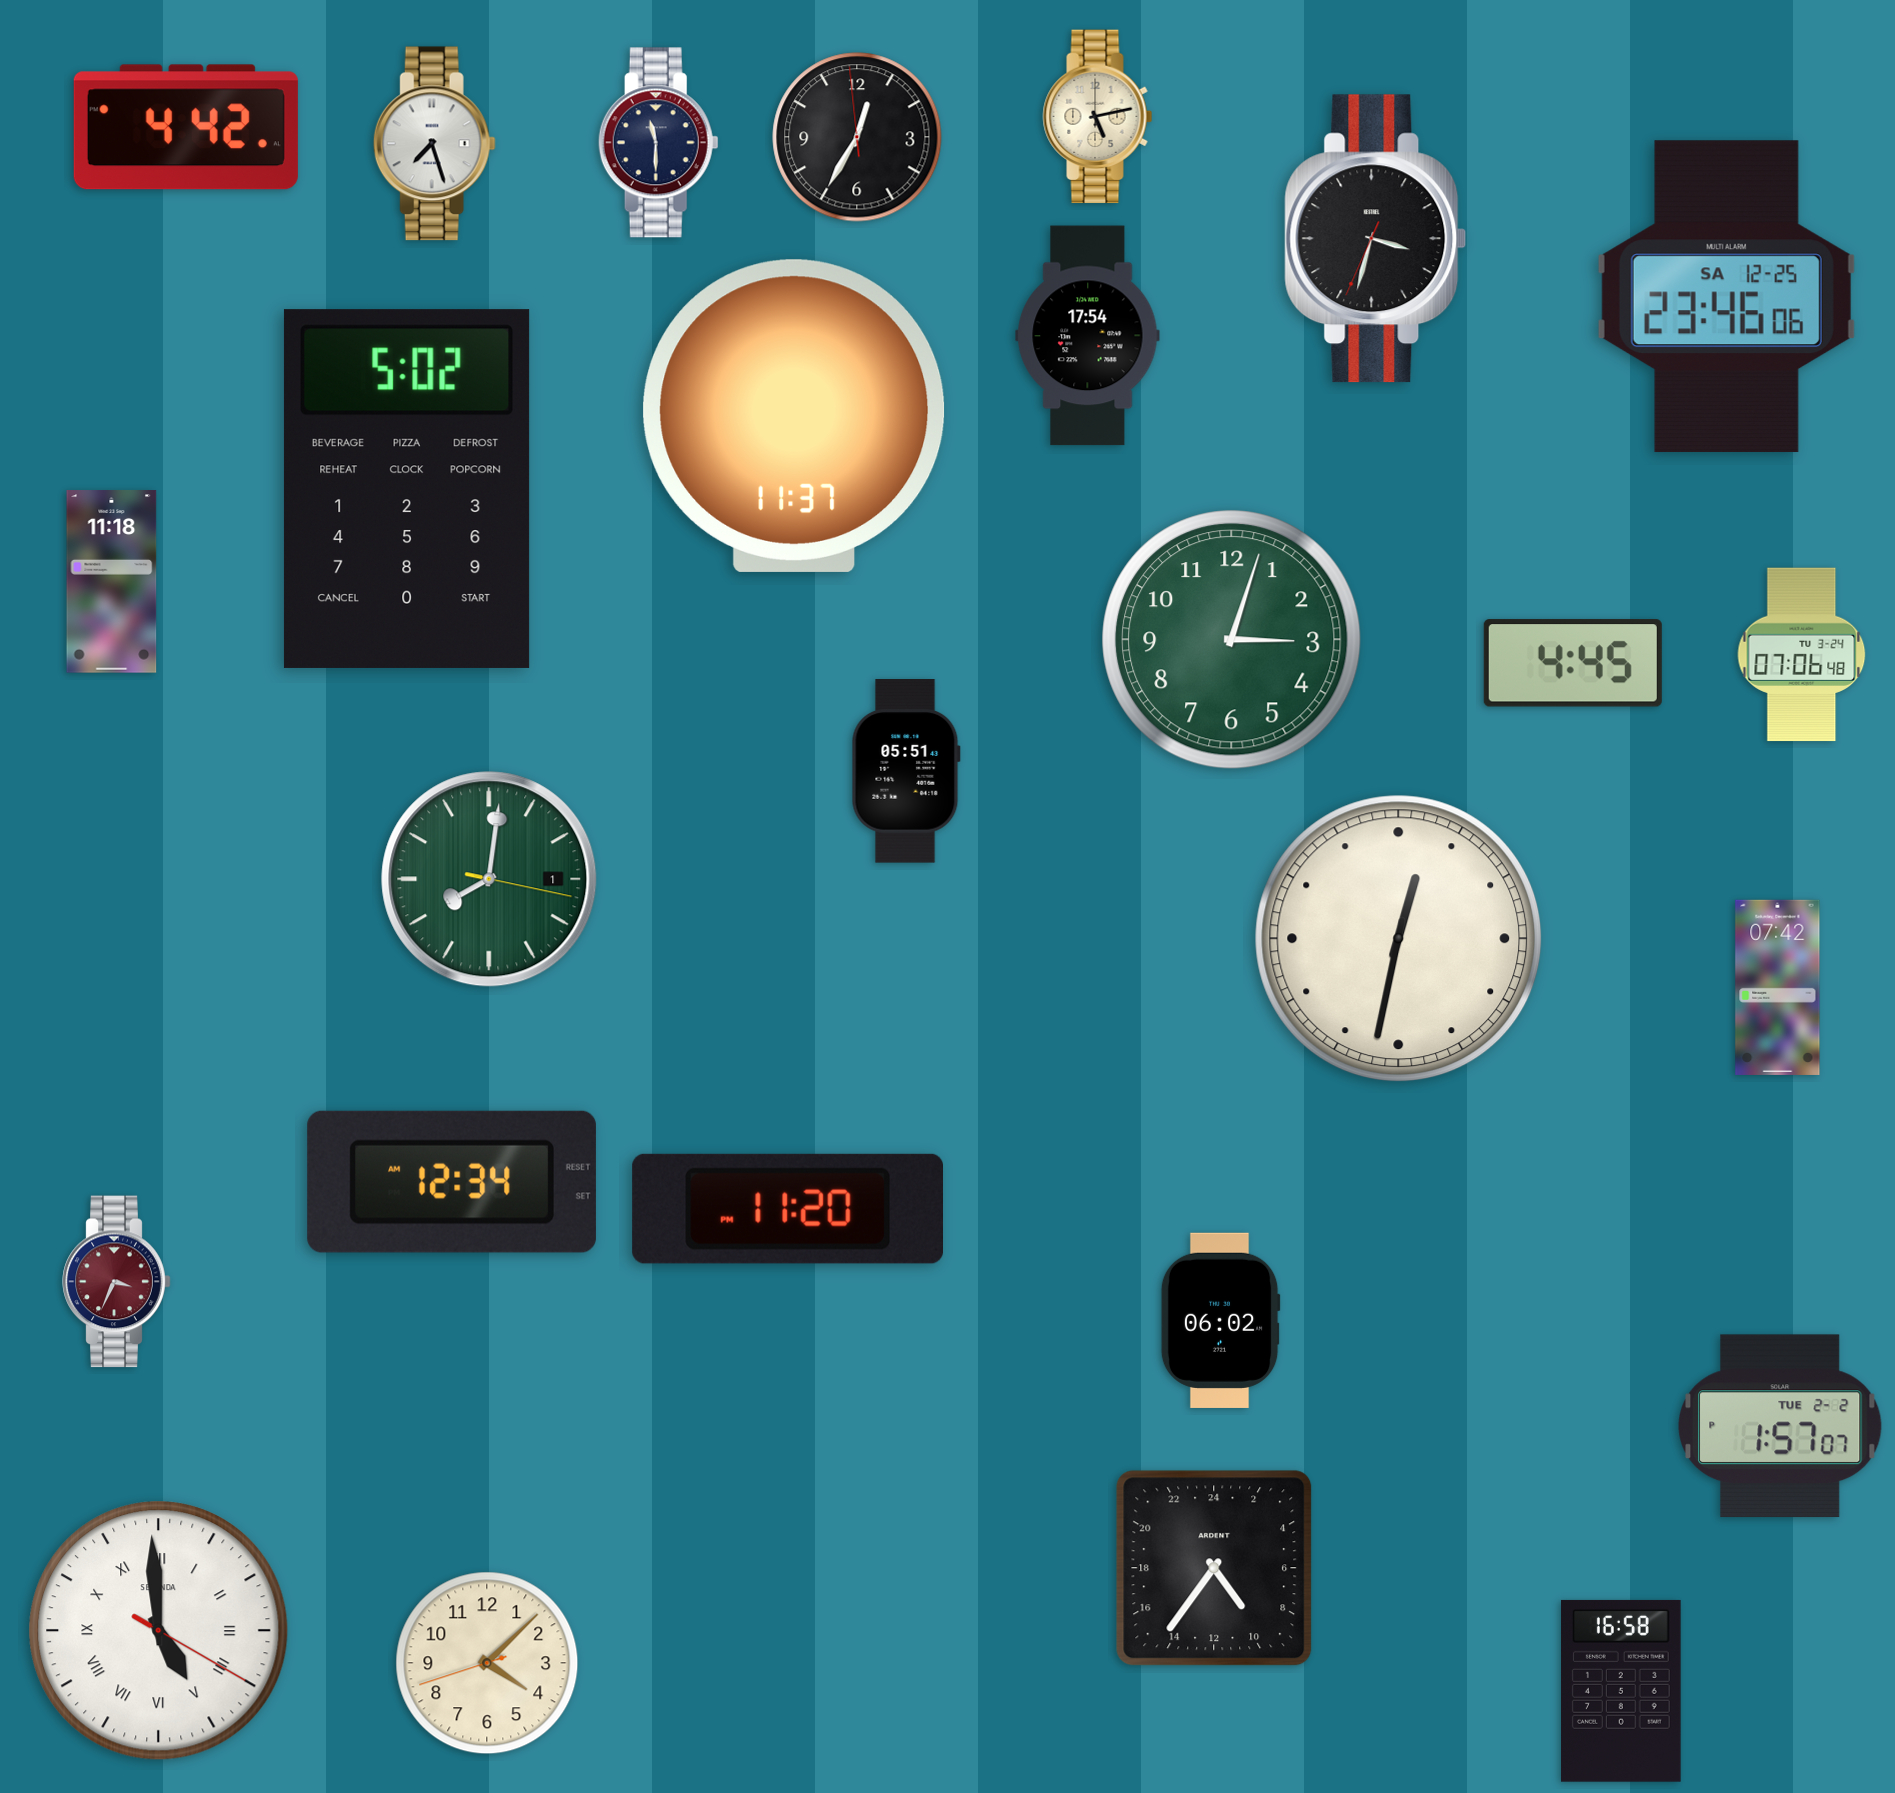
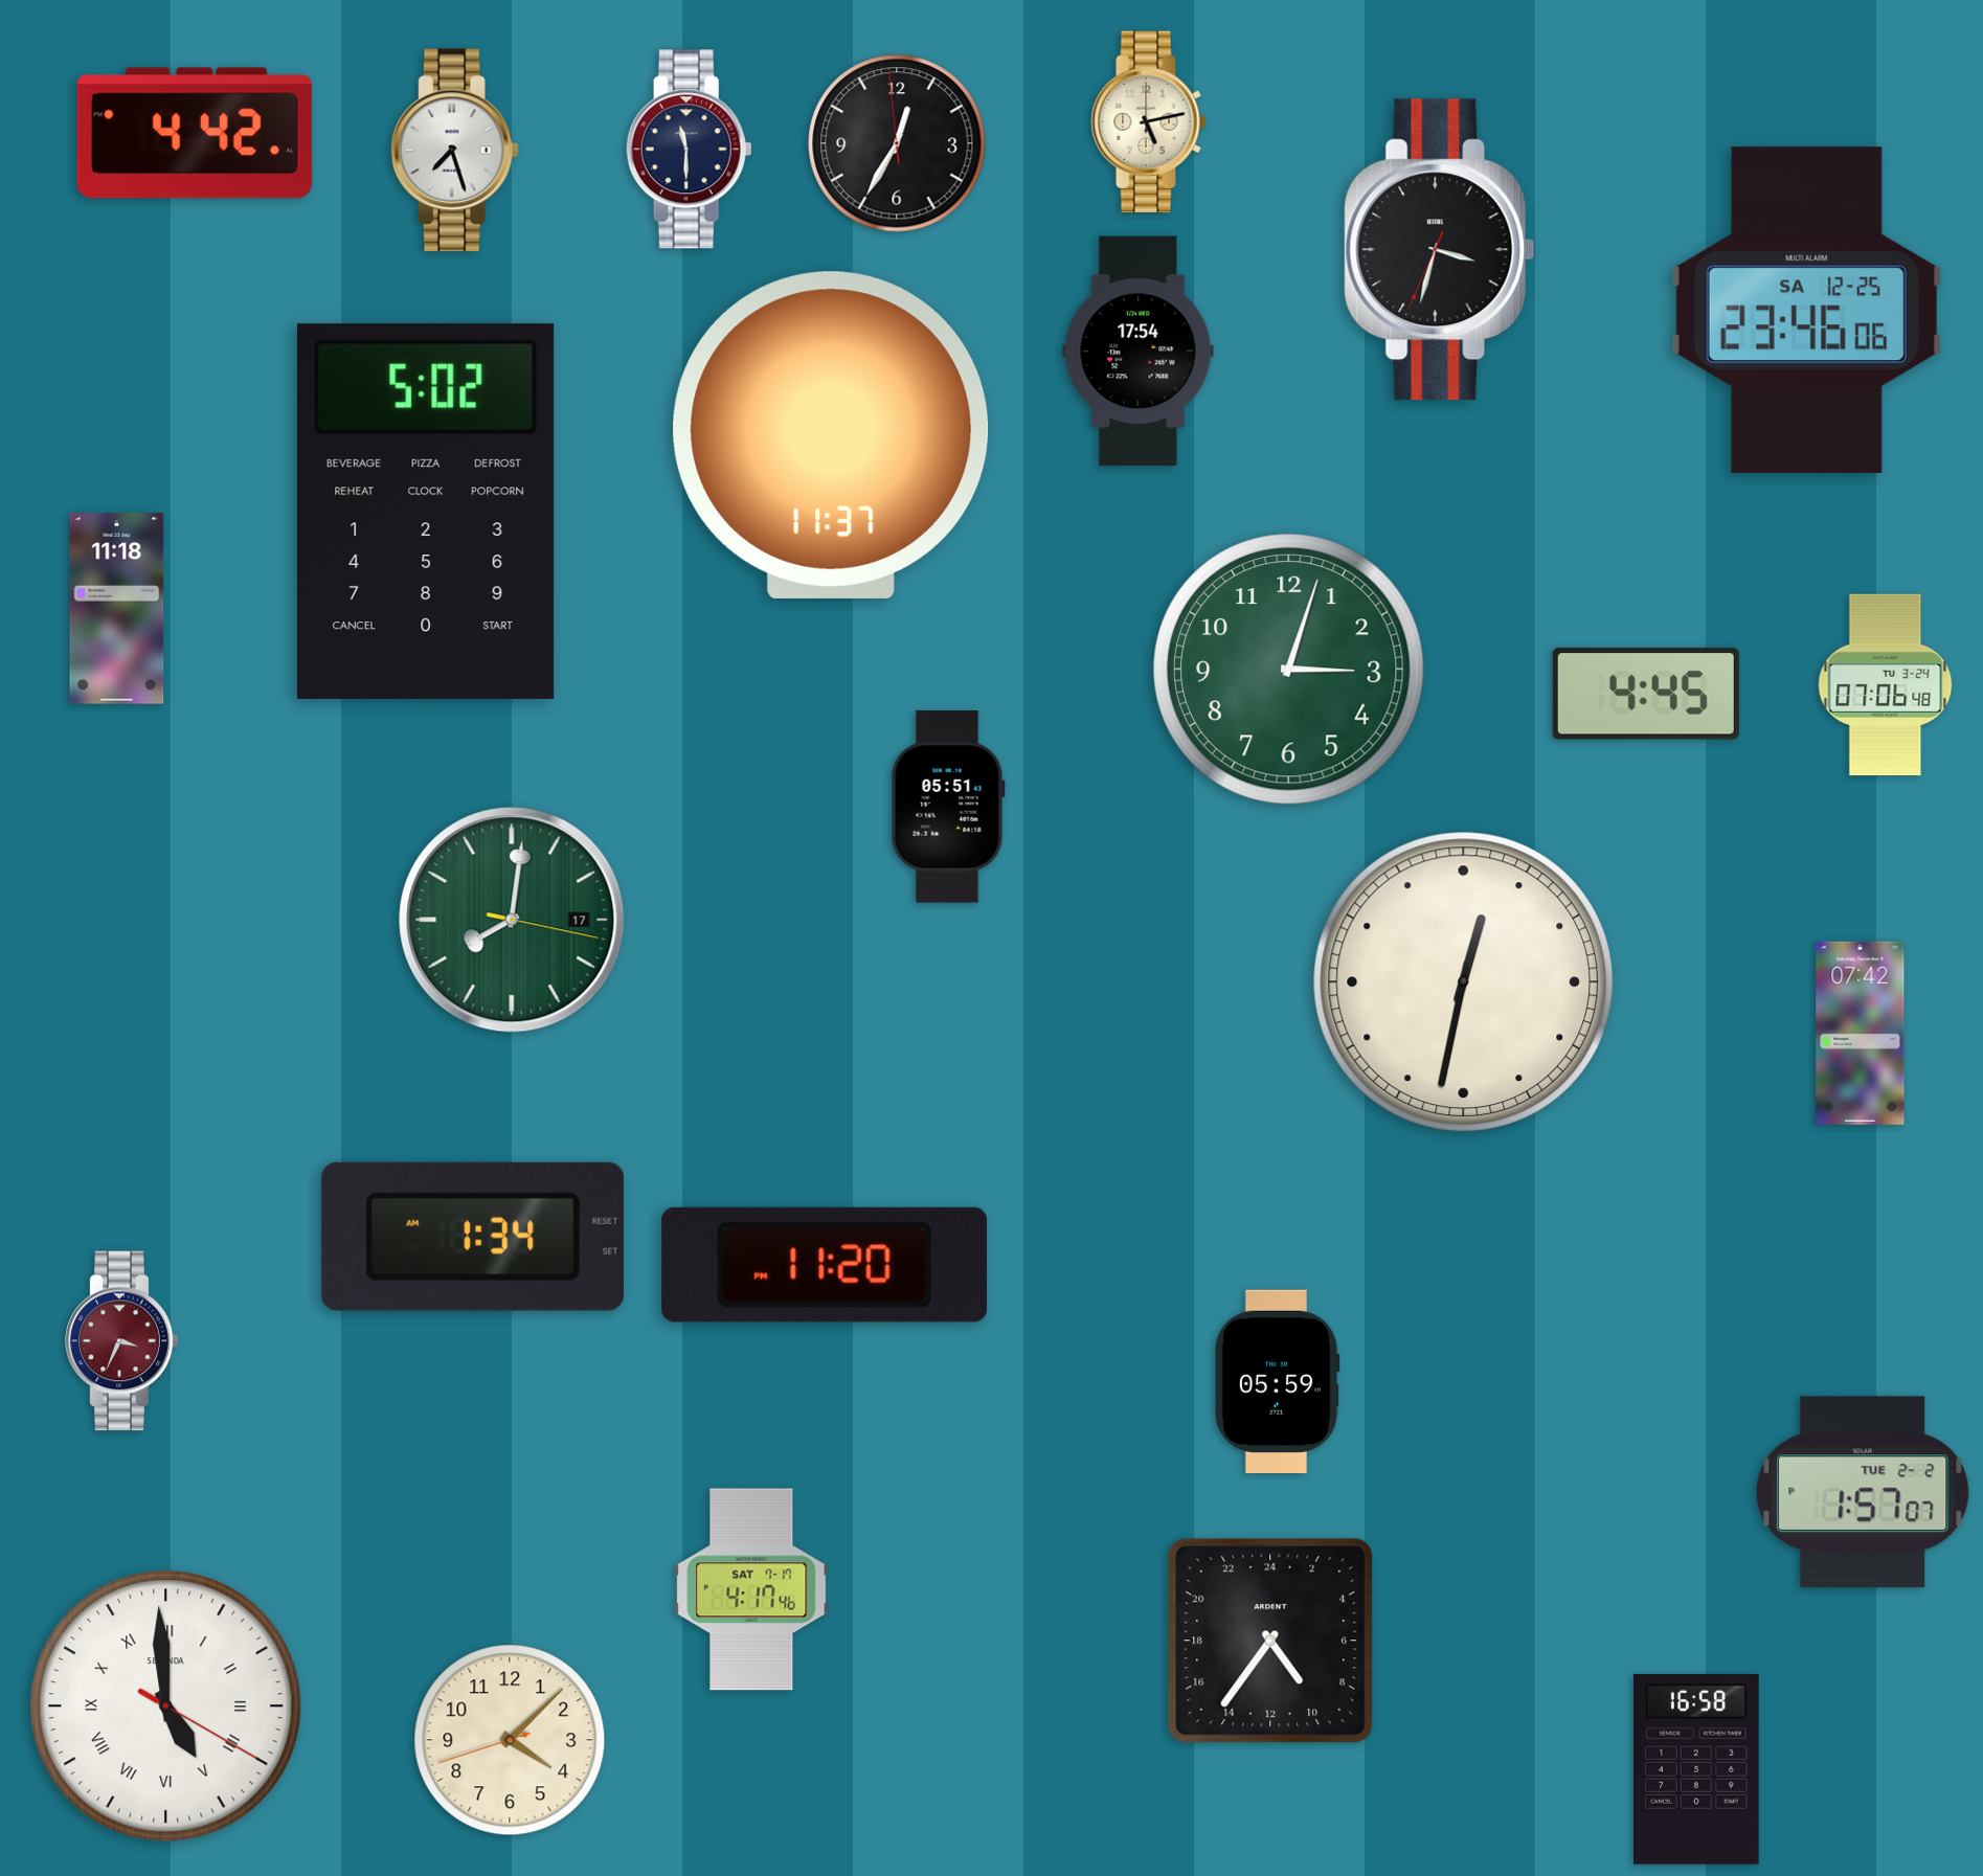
clock at (489, 879) date: 1 -> 17
clock at (452, 1182): 12:34 -> 1:34
clock at (1220, 1320): 06:02 -> 05:59
clock at (751, 1589): none -> 4:17
